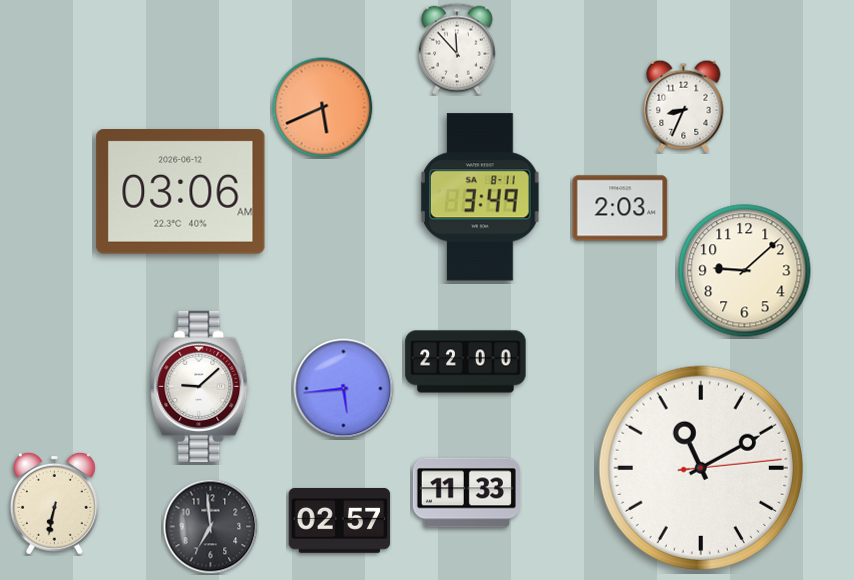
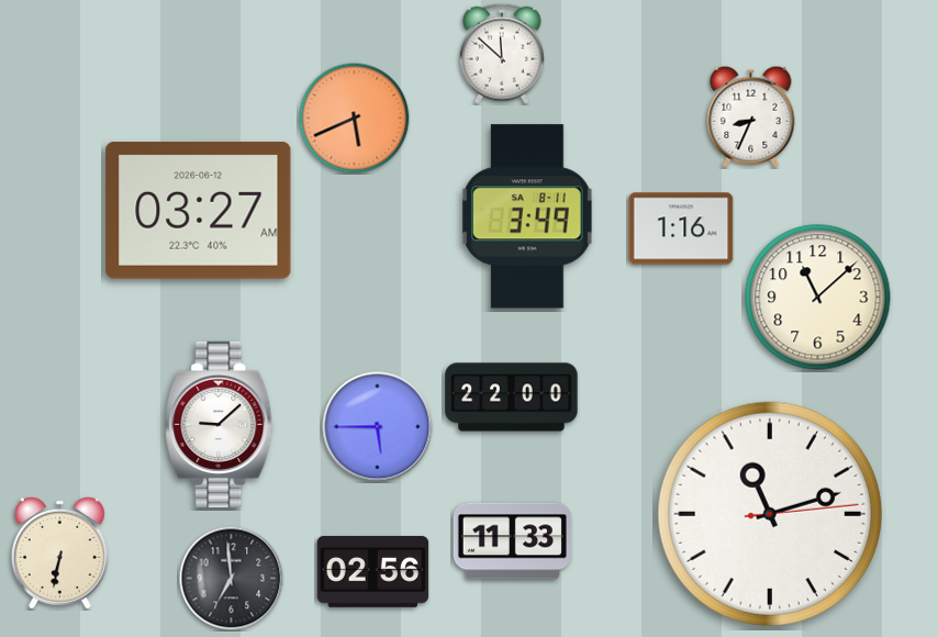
clock at (457, 49): 11:53 -> 11:52
clock at (181, 192): 03:06 -> 03:27
clock at (620, 208): 2:03 -> 1:16
clock at (745, 271): 9:08 -> 11:08
clock at (344, 389): 5:44 -> 5:45
clock at (701, 468): 11:10 -> 11:12
clock at (340, 520): 02:57 -> 02:56
